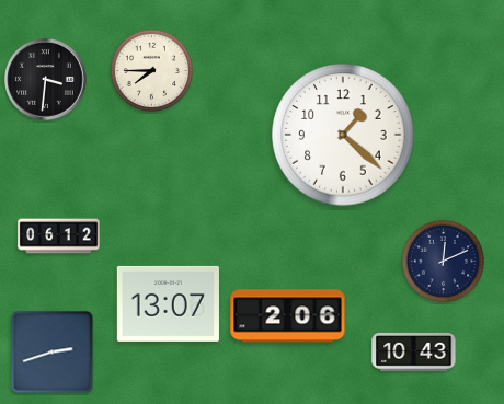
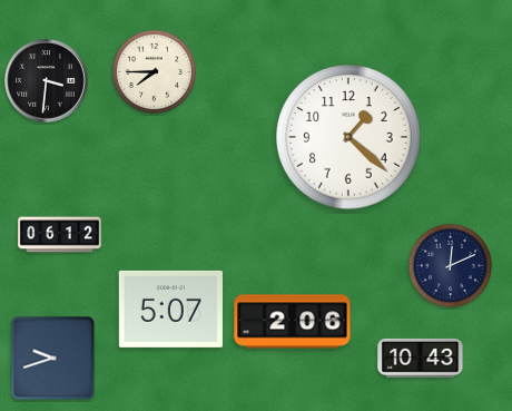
clock at (59, 236) position: (59, 236) -> (60, 235)
clock at (168, 303): 13:07 -> 5:07
clock at (53, 353): 2:42 -> 9:42
